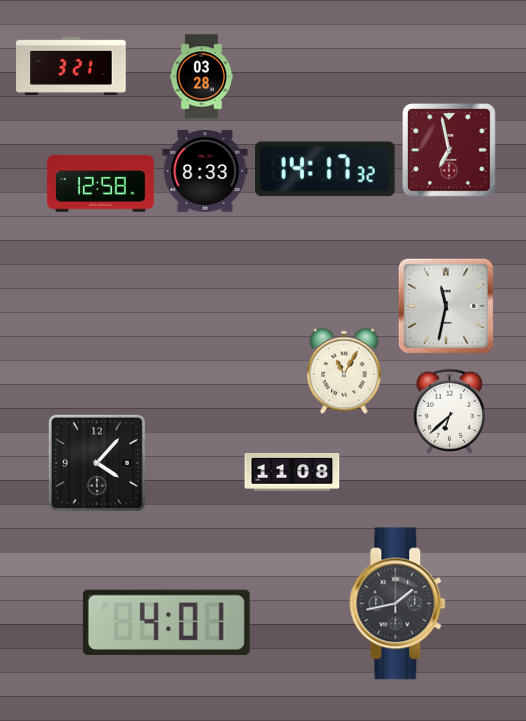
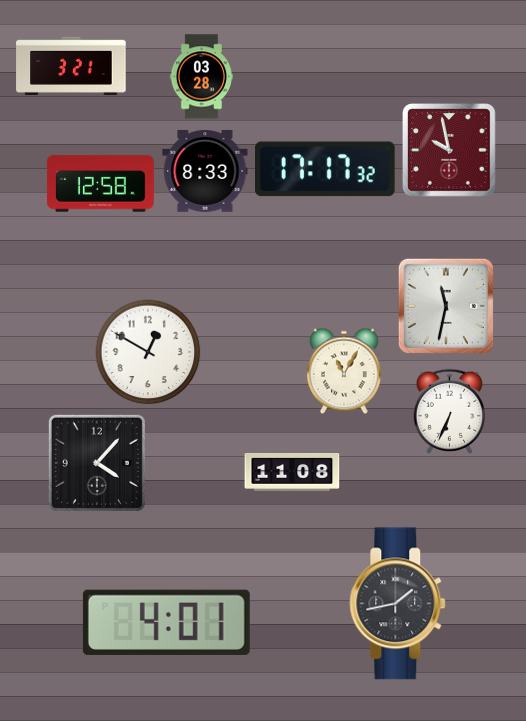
clock at (450, 151): 6:58 -> 9:58
clock at (326, 169): 14:17 -> 17:17
clock at (148, 352): none -> 12:50
clock at (450, 411): 6:38 -> 6:34
